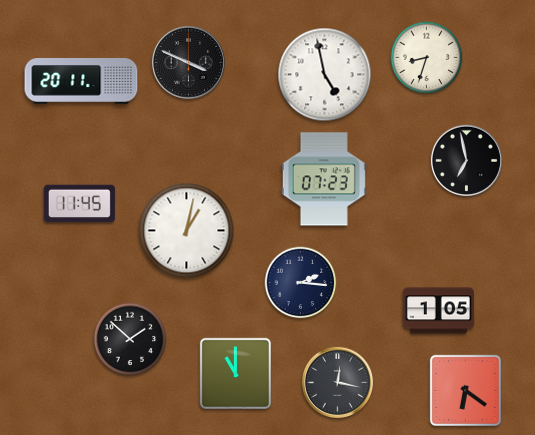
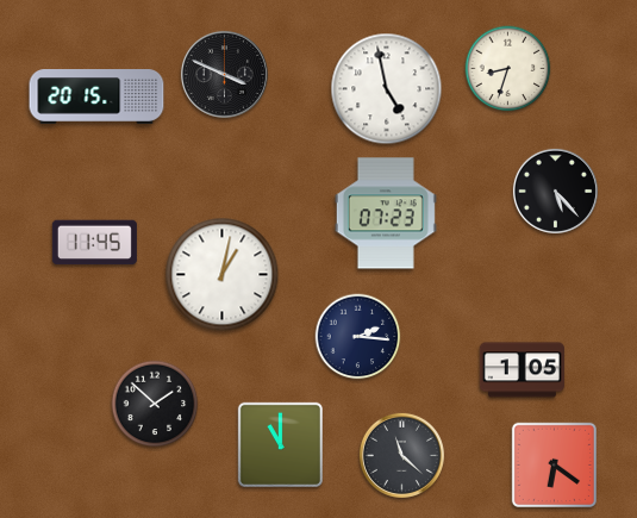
clock at (81, 82): 20:11 -> 20:15
clock at (466, 160): 6:58 -> 5:23
clock at (337, 382): 12:17 -> 11:22
